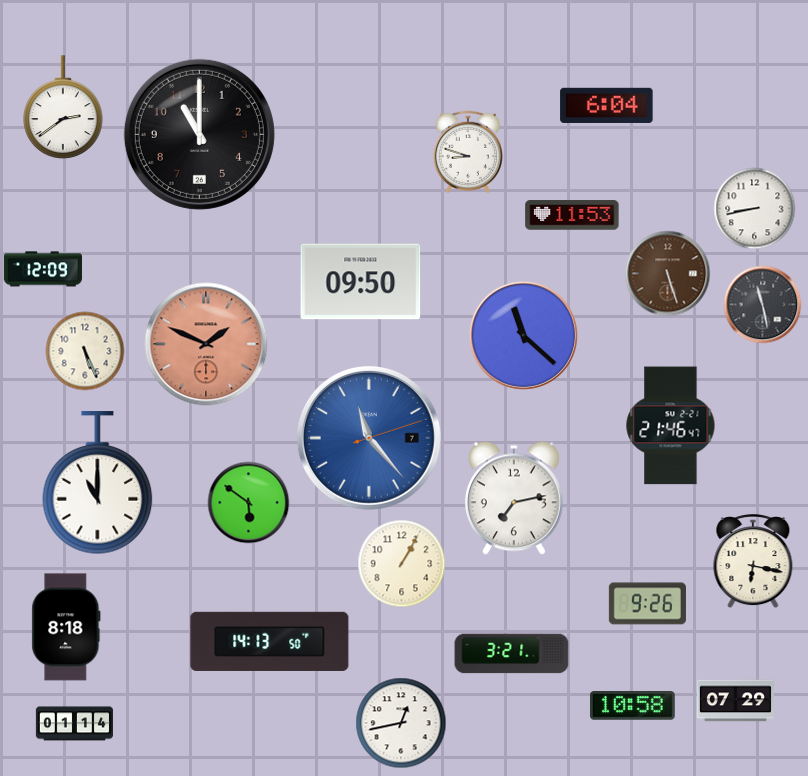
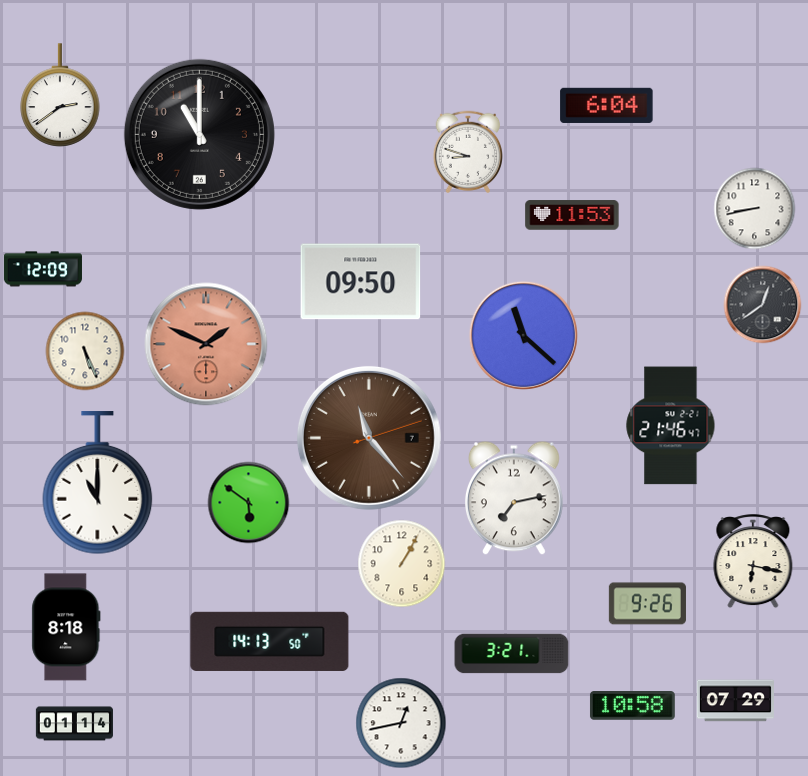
clock at (63, 107) position: (63, 107) -> (60, 95)
clock at (667, 273): 5:27 -> none
clock at (762, 304): 11:28 -> 12:39
clock at (369, 438) dial: blue -> brown
